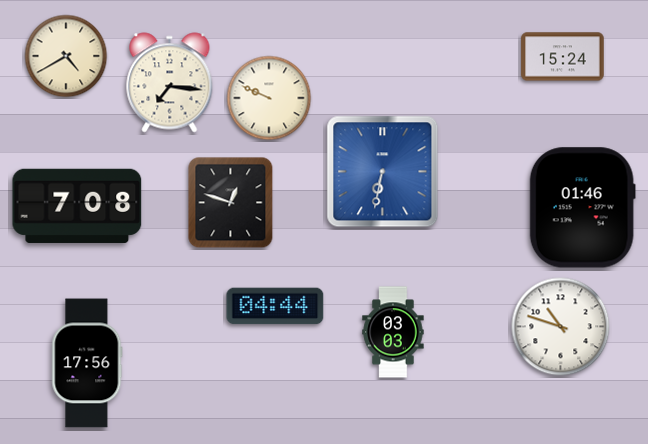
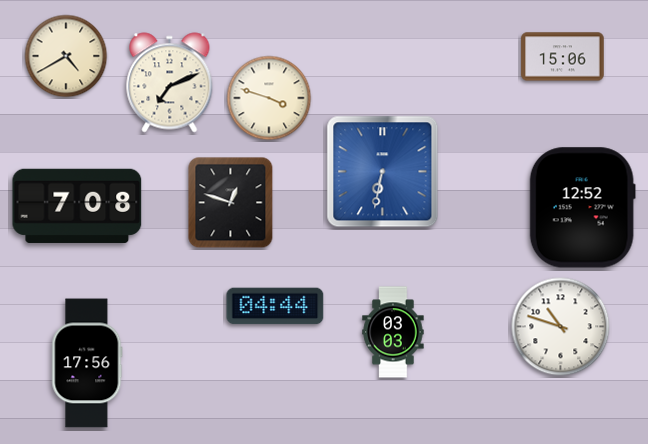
clock at (563, 57): 15:24 -> 15:06
clock at (170, 83): 7:16 -> 7:11
clock at (269, 98): 9:49 -> 3:48
clock at (582, 208): 01:46 -> 12:52
